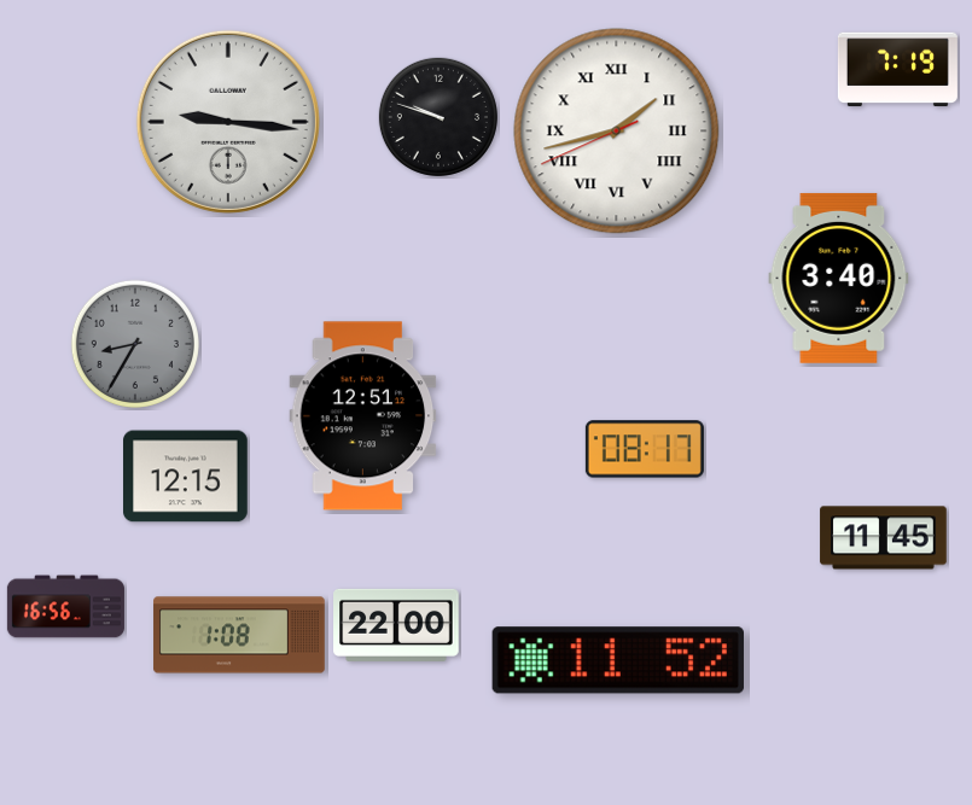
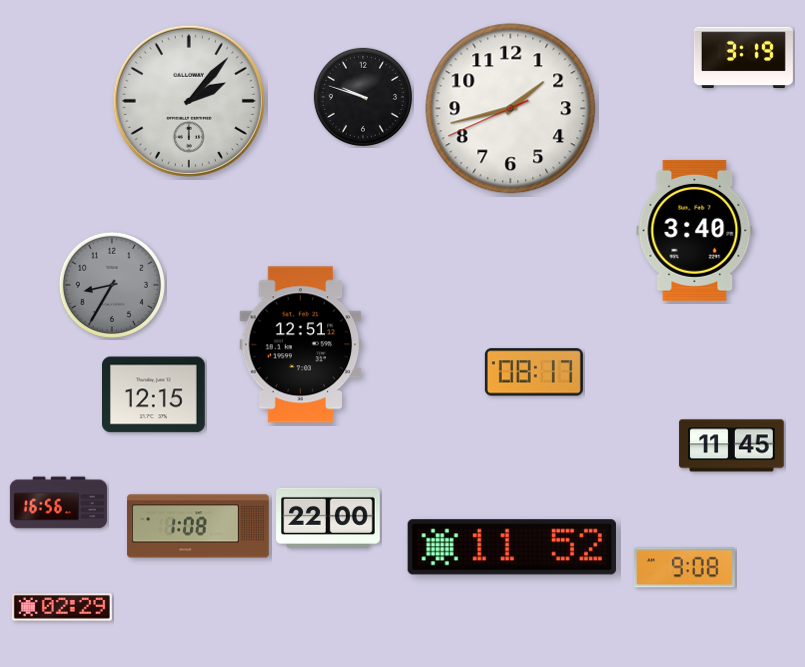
clock at (897, 70): 7:19 -> 3:19
clock at (228, 122): 9:16 -> 2:07
clock at (617, 132) numerals: Roman -> Arabic
clock at (65, 607) position: (65, 607) -> (58, 503)
clock at (684, 568): none -> 9:08
clock at (62, 607): none -> 02:29
